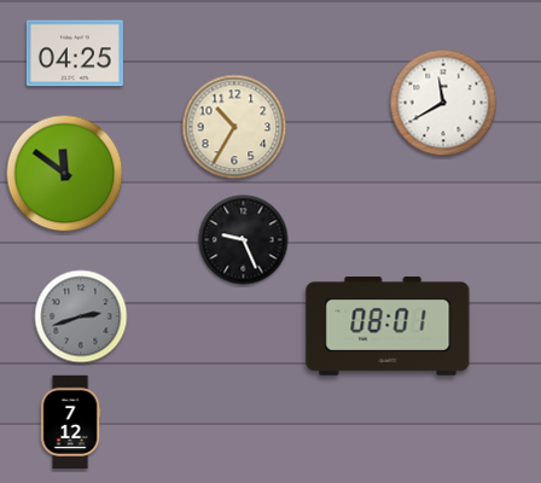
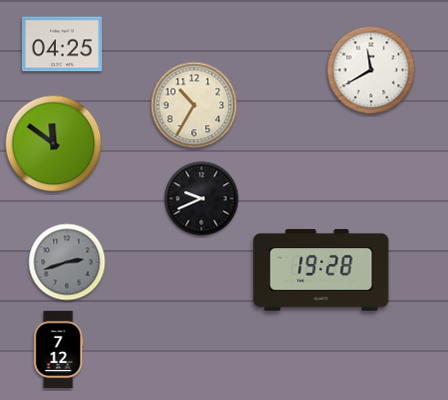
clock at (443, 103) position: (443, 103) -> (371, 70)
clock at (244, 240): 9:26 -> 9:41
clock at (388, 326): 08:01 -> 19:28
